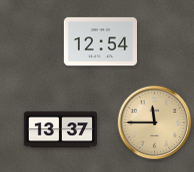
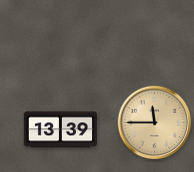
clock at (100, 42): 12:54 -> none
clock at (60, 130): 13:37 -> 13:39
